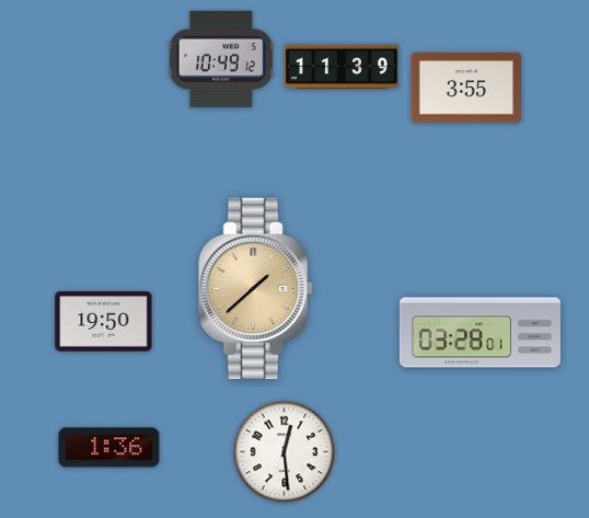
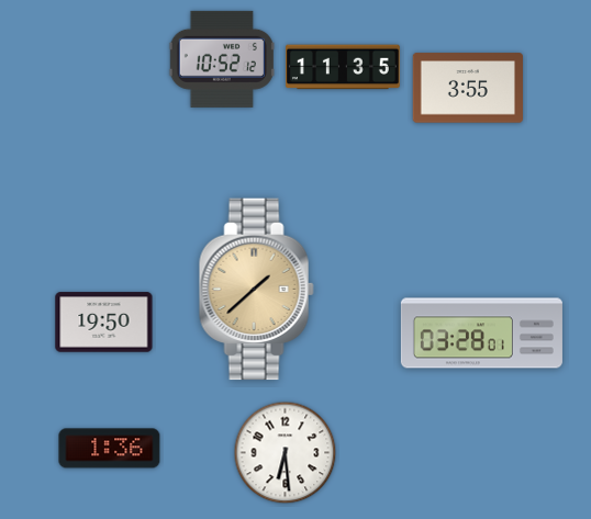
clock at (221, 59): 10:49 -> 10:52
clock at (342, 67): 11:39 -> 11:35
clock at (285, 452): 12:29 -> 6:29
